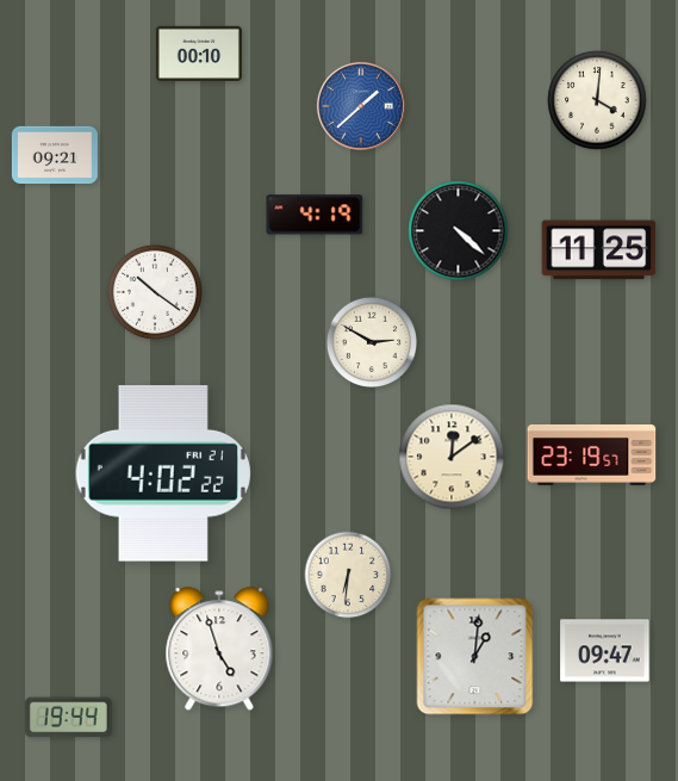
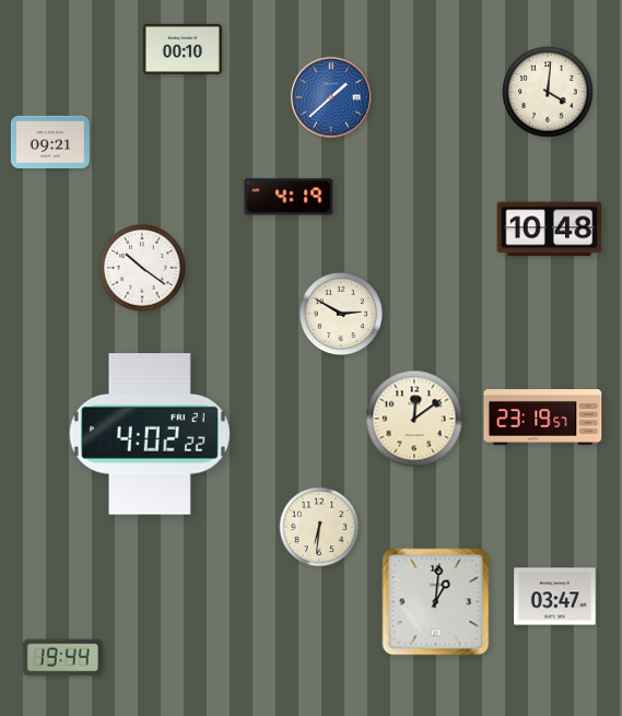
clock at (459, 231): 4:22 -> none
clock at (599, 250): 11:25 -> 10:48
clock at (219, 650): 4:57 -> none
clock at (605, 651): 09:47 -> 03:47
